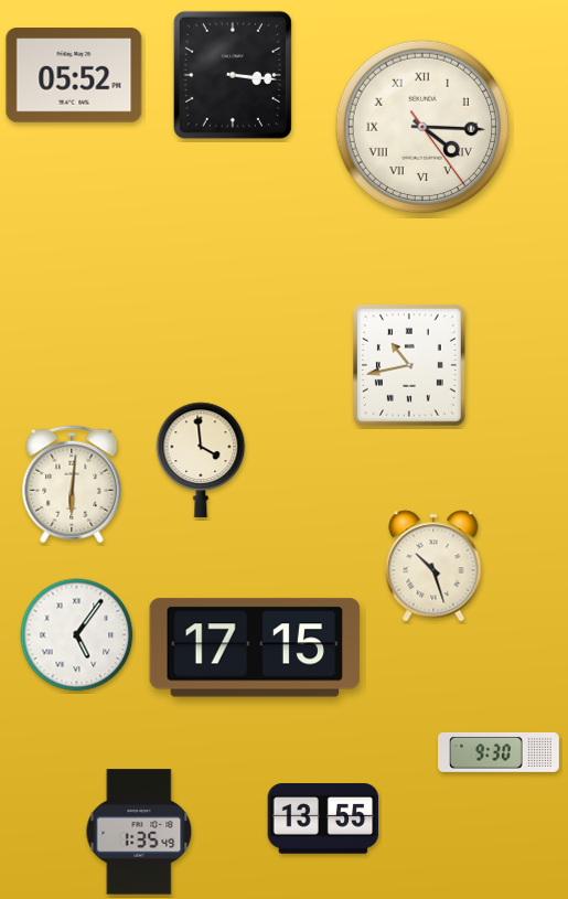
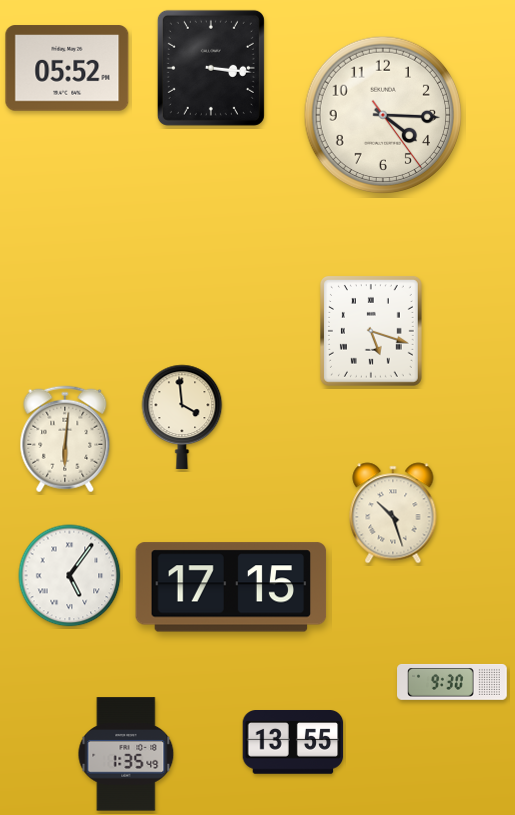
clock at (422, 127) numerals: Roman -> Arabic
clock at (409, 365): 10:43 -> 5:18
